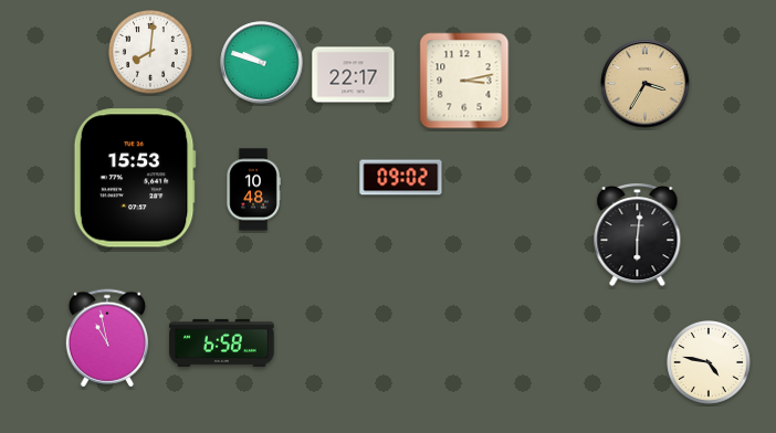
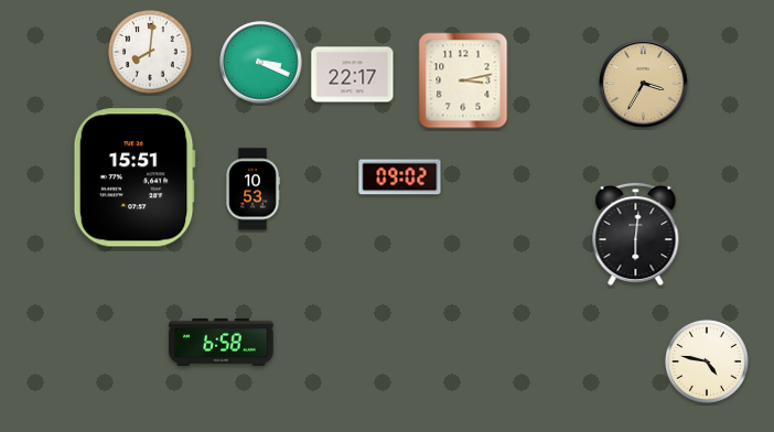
clock at (262, 63): 9:48 -> 3:19
clock at (135, 178): 15:53 -> 15:51
clock at (253, 190): 10:48 -> 10:53
clock at (106, 338): 10:58 -> none
